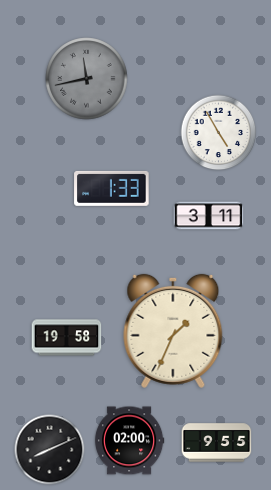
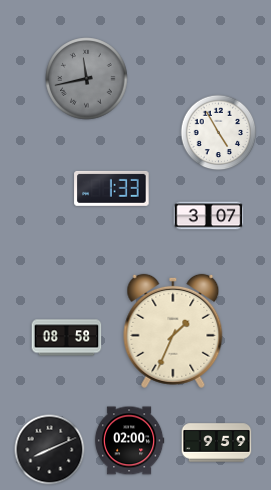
clock at (209, 216): 3:11 -> 3:07
clock at (67, 338): 19:58 -> 08:58
clock at (217, 443): 9:55 -> 9:59
